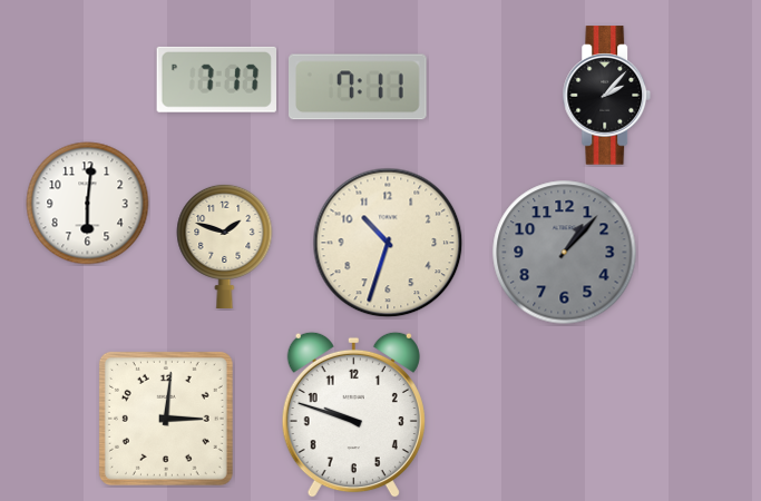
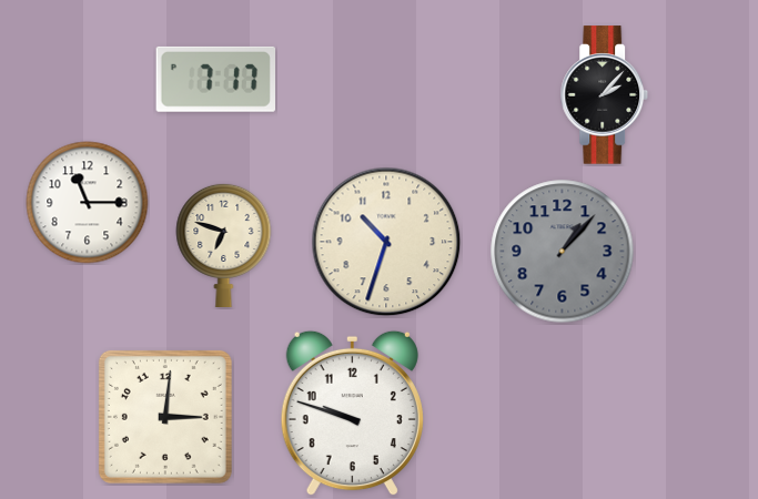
clock at (359, 87): 7:11 -> none
clock at (88, 204): 6:01 -> 11:15
clock at (225, 245): 1:48 -> 6:48
